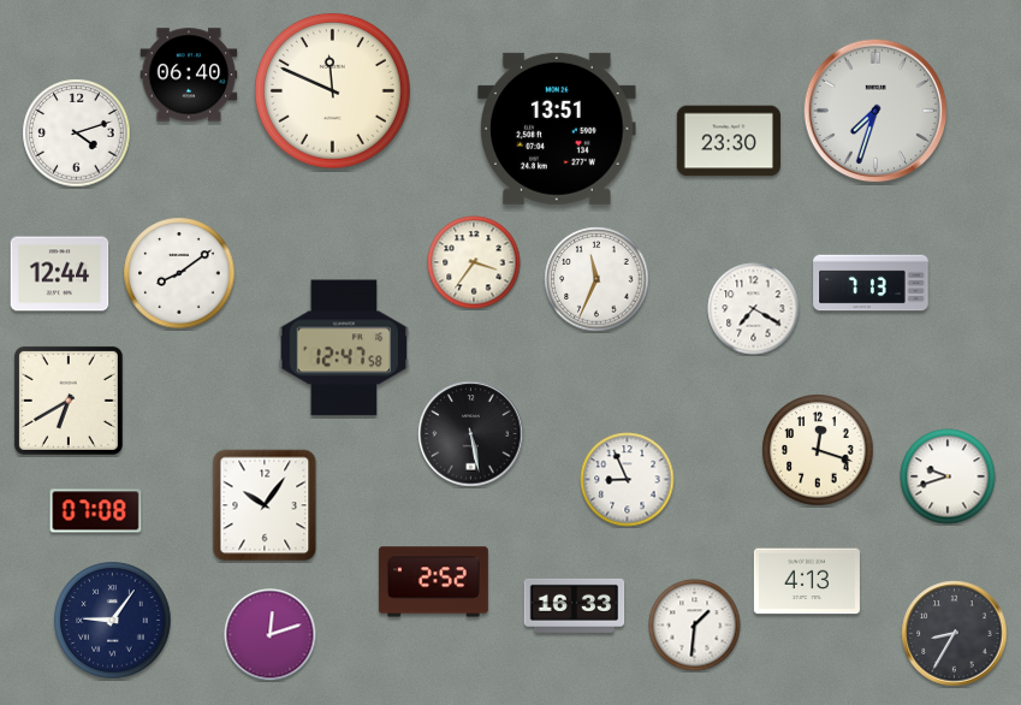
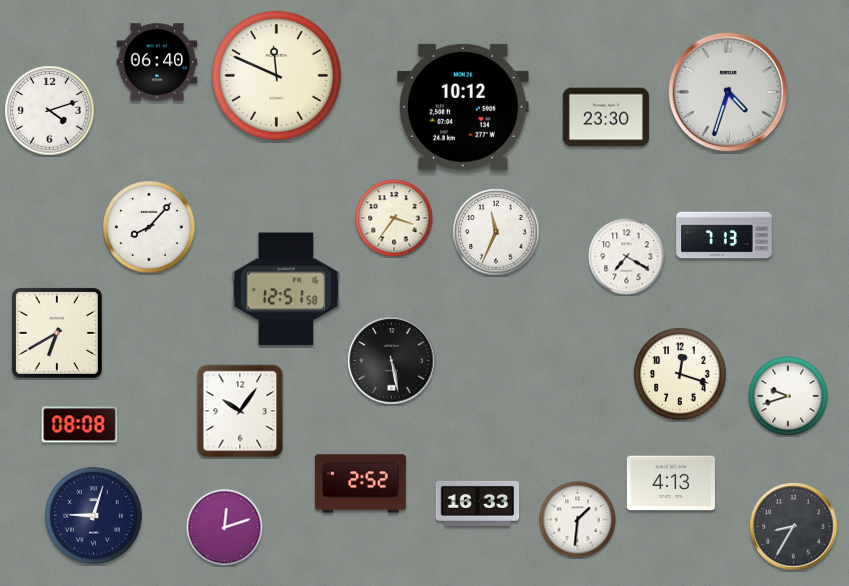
clock at (875, 111): 7:33 -> 4:33
clock at (558, 129): 13:51 -> 10:12
clock at (77, 134) position: (77, 134) -> (50, 111)
clock at (179, 273): 8:09 -> 8:07
clock at (60, 274): 12:44 -> none
clock at (344, 348): 12:47 -> 12:51
clock at (628, 480): 8:56 -> none
clock at (265, 505) position: (265, 505) -> (240, 411)
clock at (96, 511): 07:08 -> 08:08
clock at (113, 621): 9:06 -> 9:03
